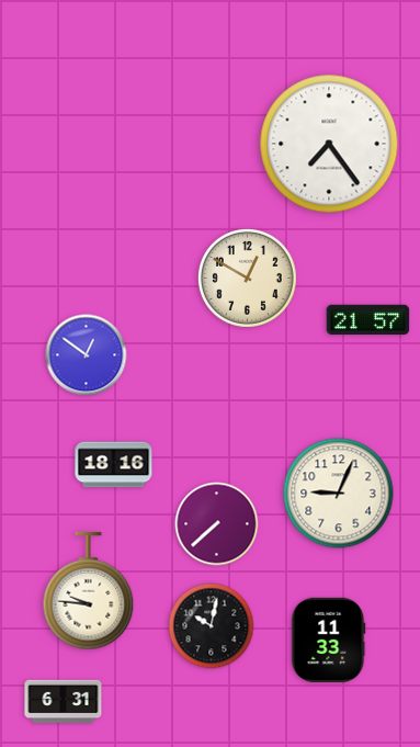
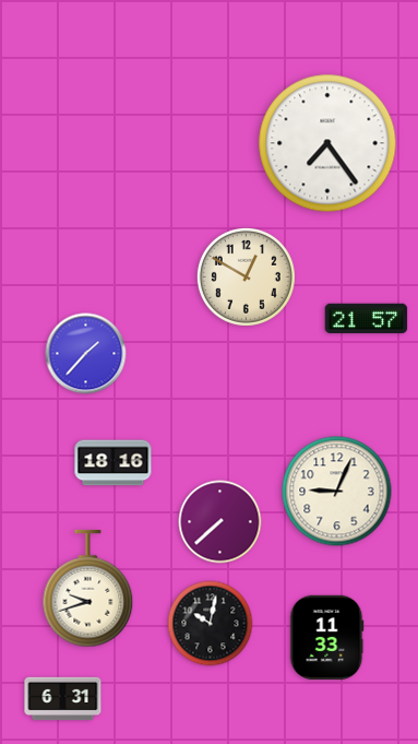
clock at (87, 355): 12:51 -> 1:37
clock at (217, 524) position: (217, 524) -> (220, 522)
clock at (89, 591): 9:46 -> 9:42
